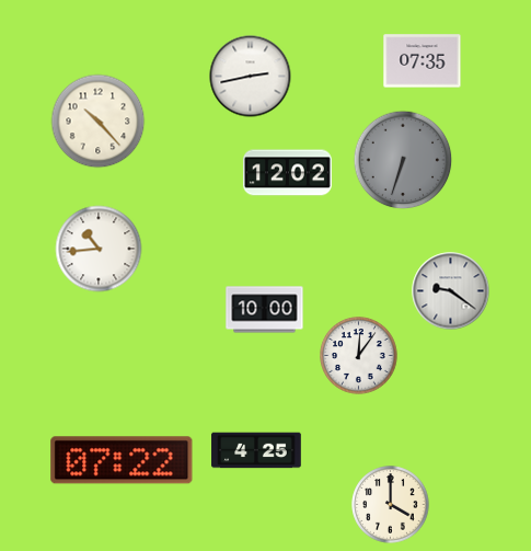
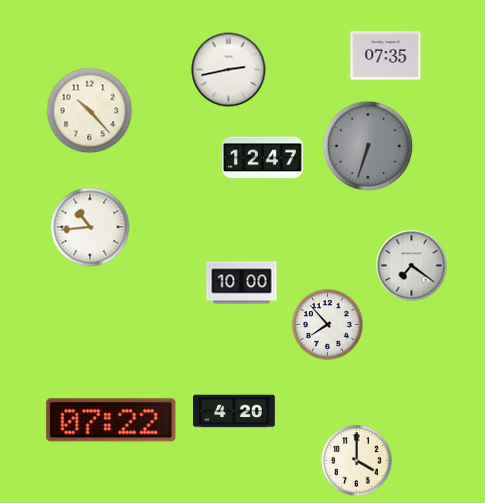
clock at (287, 173): 12:02 -> 12:47
clock at (451, 291): 9:21 -> 7:21
clock at (359, 356): 12:06 -> 7:53
clock at (256, 450): 4:25 -> 4:20
